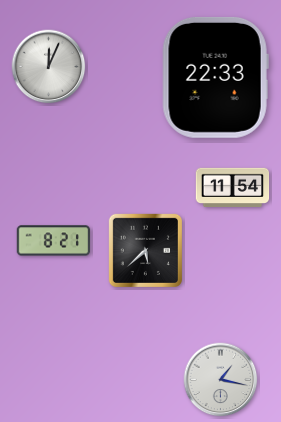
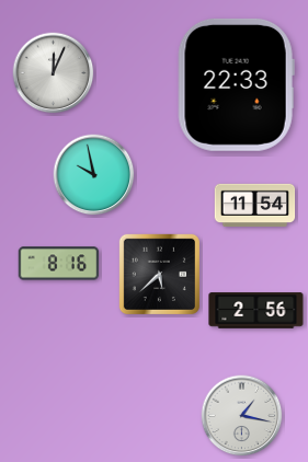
clock at (94, 175): none -> 9:58
clock at (54, 241): 8:21 -> 8:16
clock at (256, 311): none -> 2:56
